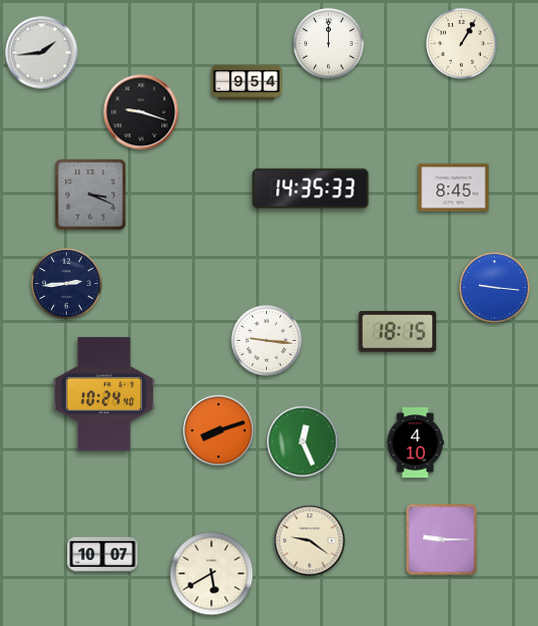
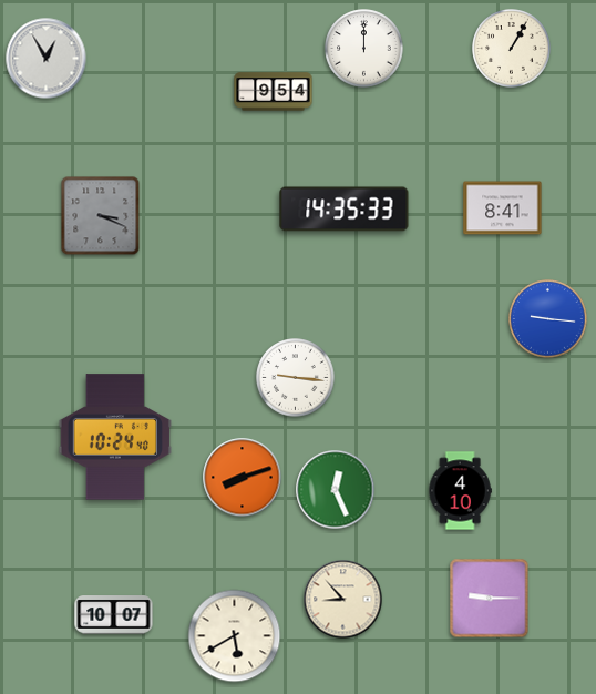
clock at (42, 53): 1:44 -> 12:55
clock at (141, 112): 9:18 -> none
clock at (454, 188): 8:45 -> 8:41
clock at (67, 284): 2:44 -> none
clock at (398, 331): 18:15 -> none
clock at (310, 541): 9:21 -> 8:53
